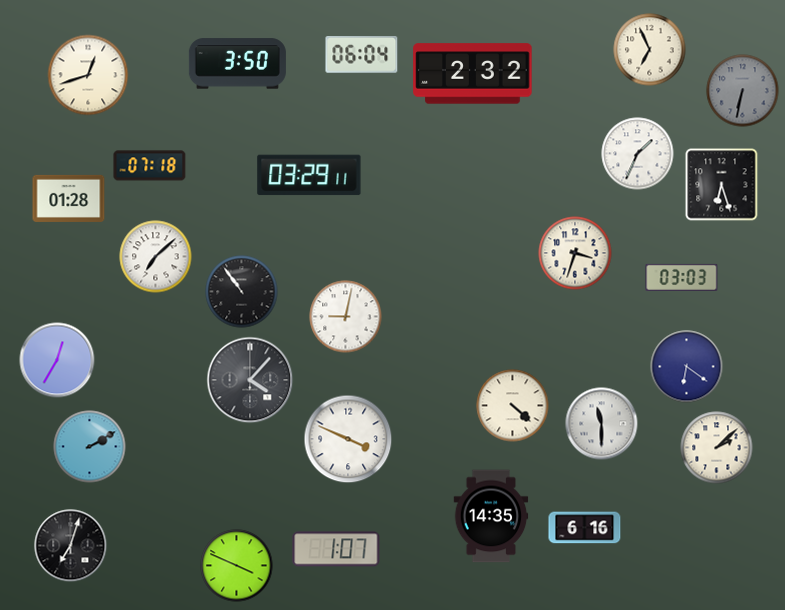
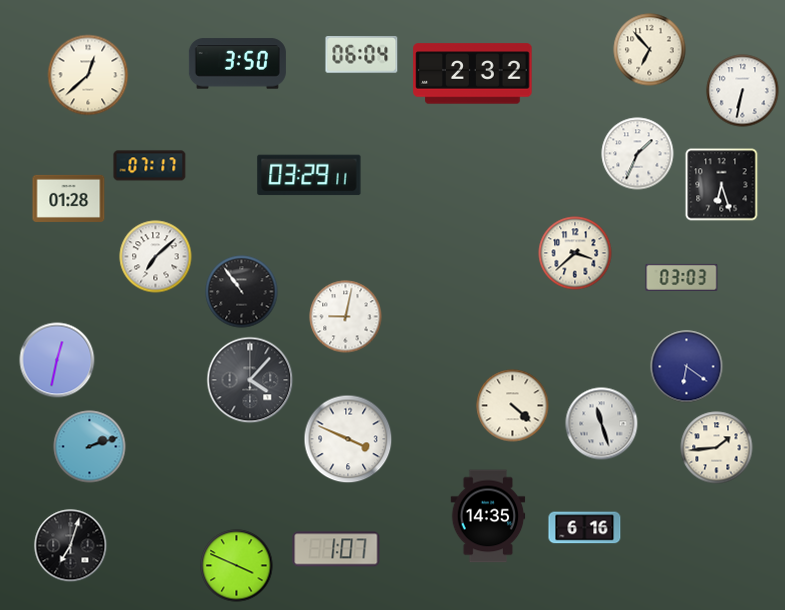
clock at (650, 50): 6:56 -> 6:53
clock at (88, 75): 12:42 -> 12:38
clock at (743, 91) dial: grey -> white
clock at (150, 166): 07:18 -> 07:17
clock at (575, 253): 3:33 -> 3:38
clock at (57, 360): 12:35 -> 12:32
clock at (602, 424): 11:30 -> 11:27
clock at (90, 447): 2:10 -> 2:12
clock at (717, 448): 2:08 -> 1:44
clock at (491, 516) position: (491, 516) -> (488, 516)
